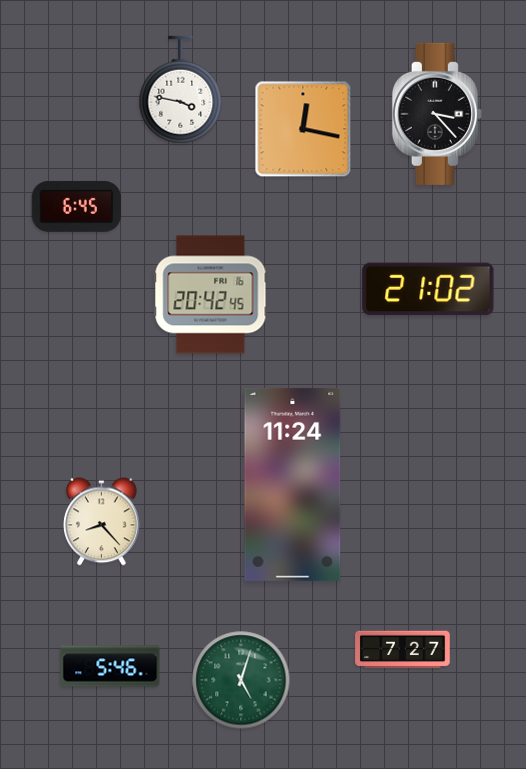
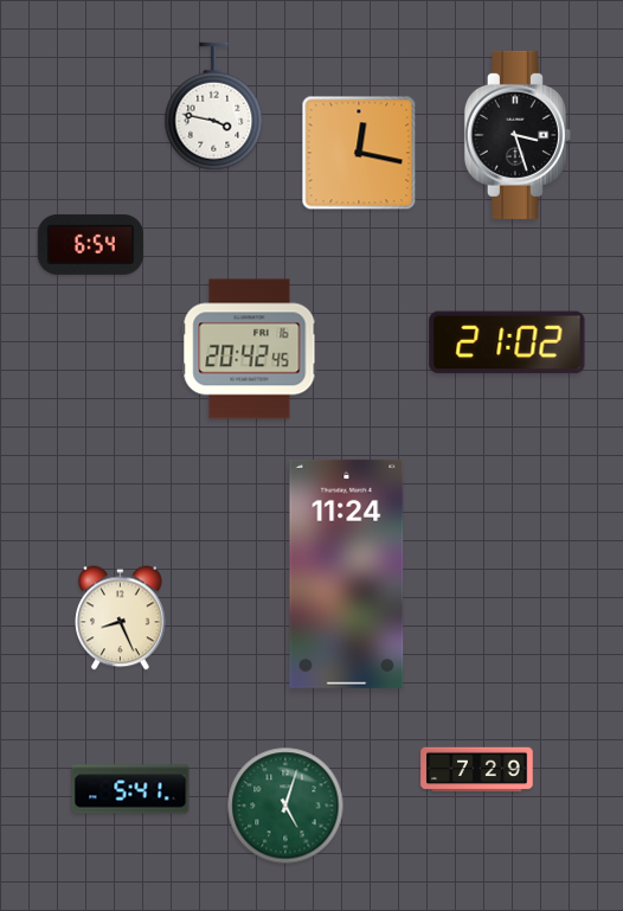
clock at (437, 114): 3:23 -> 3:27
clock at (77, 206): 6:45 -> 6:54
clock at (102, 522): 8:23 -> 8:26
clock at (403, 650): 7:27 -> 7:29
clock at (110, 666): 5:46 -> 5:41
